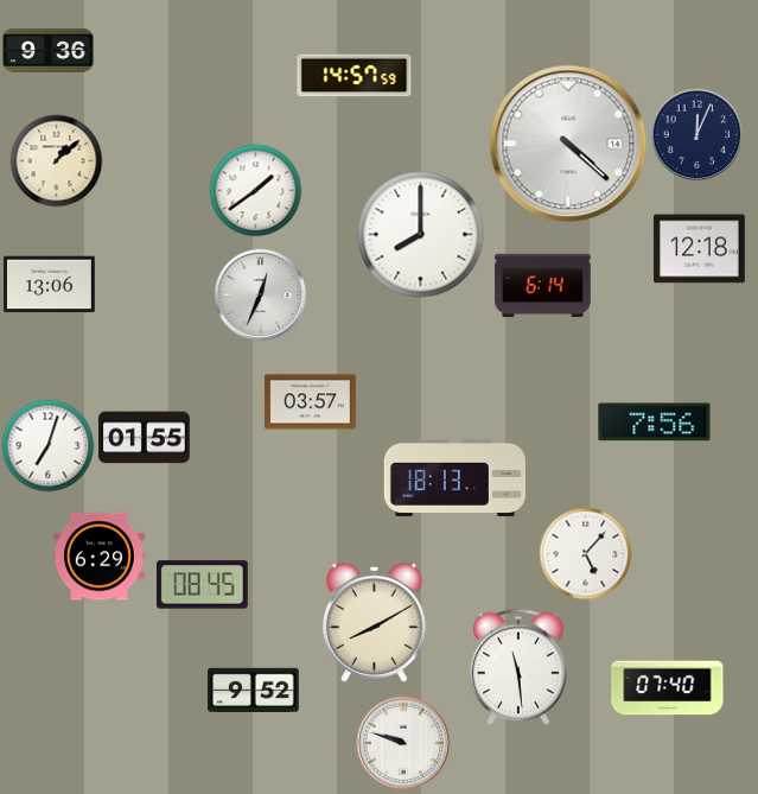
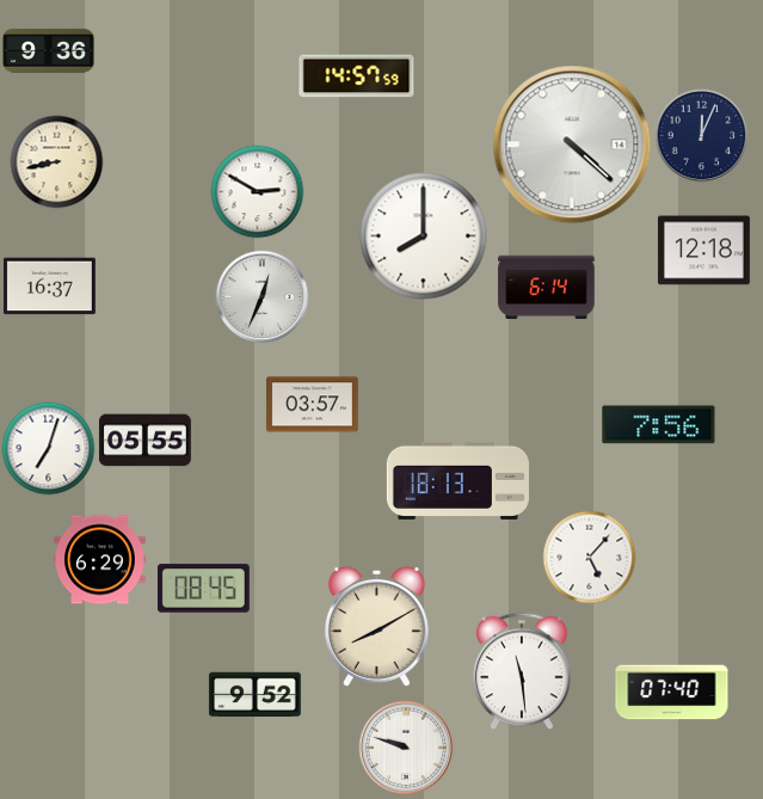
clock at (56, 160): 1:08 -> 8:43
clock at (255, 190): 1:39 -> 2:50
clock at (49, 285): 13:06 -> 16:37
clock at (144, 438): 01:55 -> 05:55
